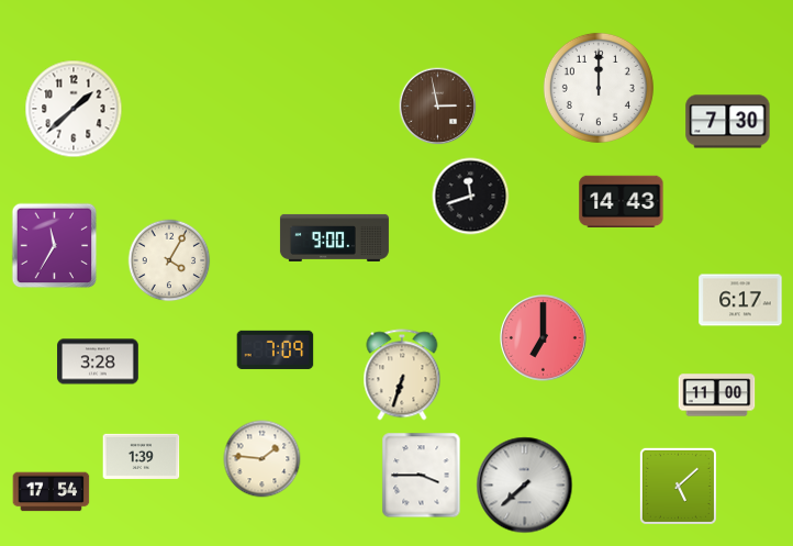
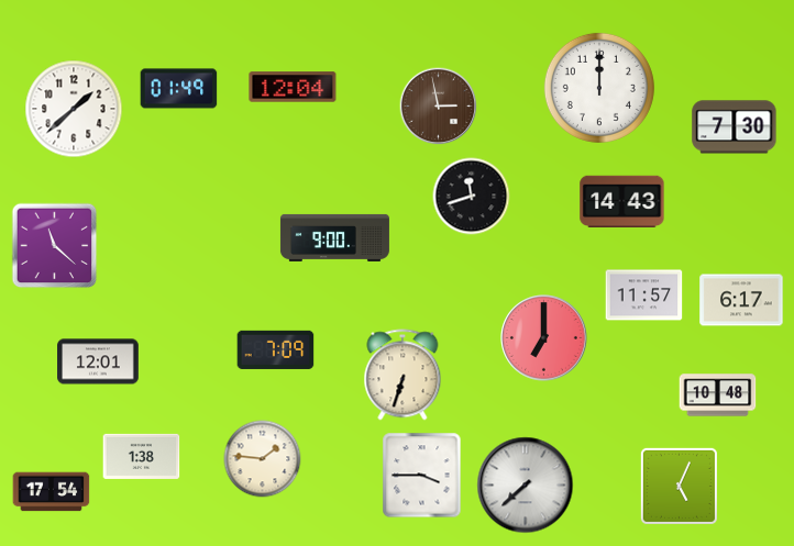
clock at (293, 87): none -> 12:04
clock at (179, 89): none -> 01:49
clock at (728, 122) position: (728, 122) -> (735, 127)
clock at (55, 246): 11:35 -> 11:22
clock at (169, 260): 4:05 -> none
clock at (644, 296): none -> 11:57
clock at (98, 361): 3:28 -> 12:01
clock at (717, 395): 11:00 -> 10:48
clock at (142, 456): 1:39 -> 1:38
clock at (678, 486): 5:08 -> 5:04
